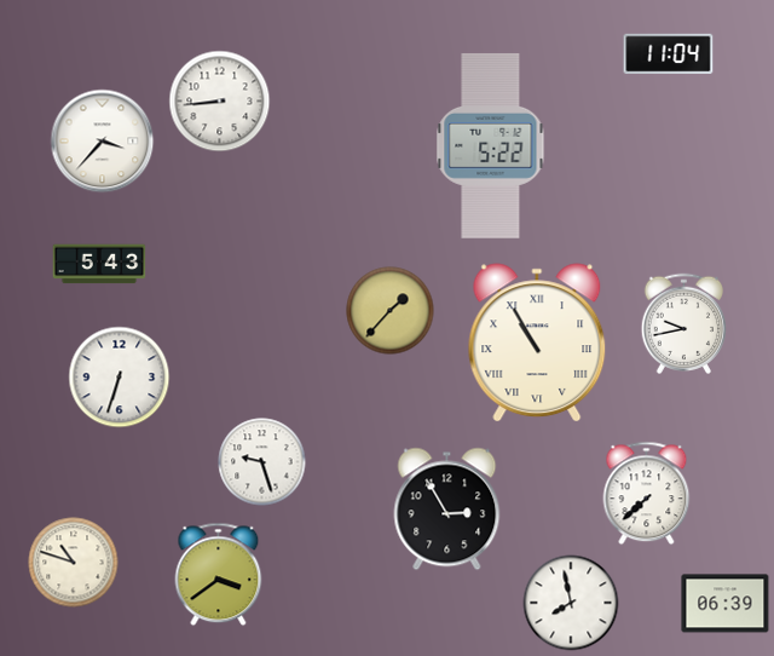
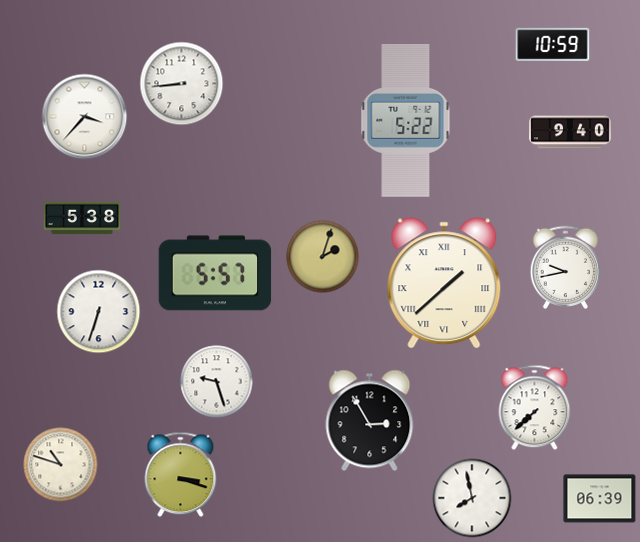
clock at (669, 54): 11:04 -> 10:59
clock at (570, 132): none -> 9:40
clock at (99, 264): 5:43 -> 5:38
clock at (391, 311): 1:37 -> 2:03
clock at (215, 273): none -> 5:57
clock at (537, 343): 10:55 -> 1:38
clock at (219, 575): 3:39 -> 3:18
